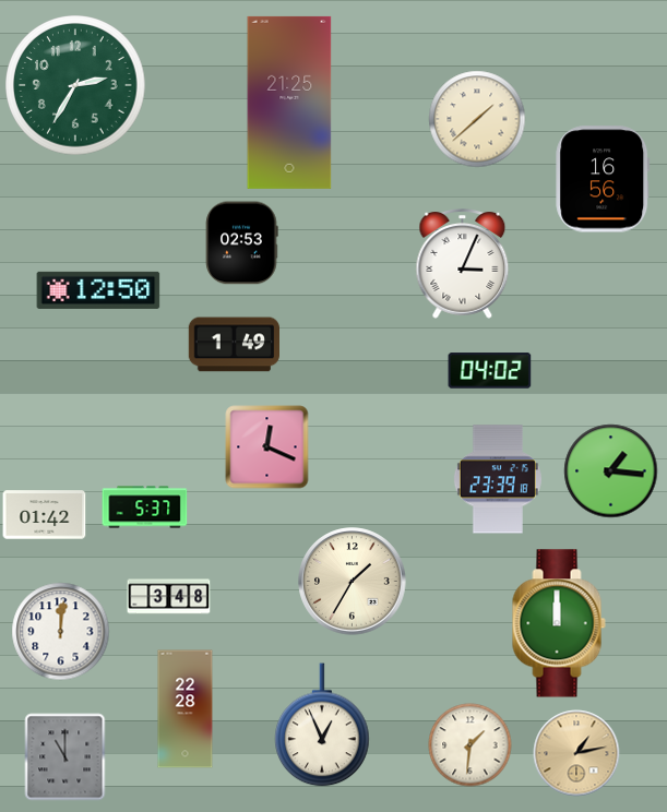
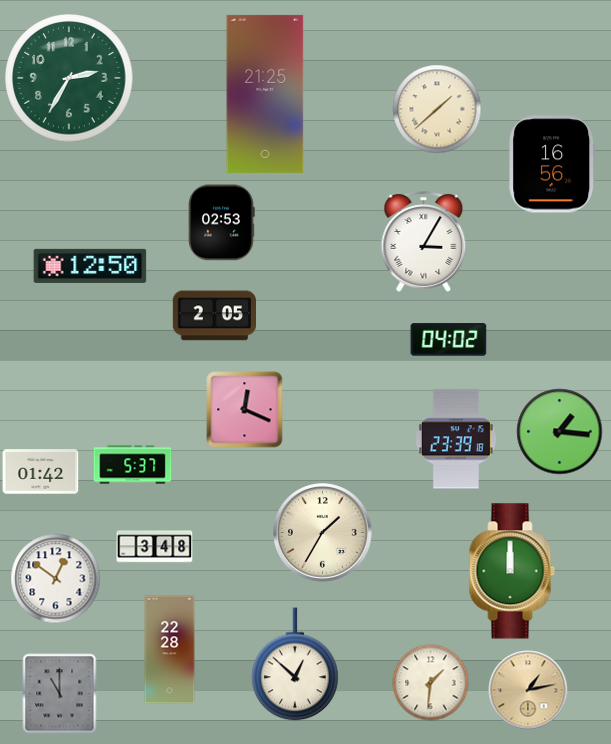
clock at (463, 264): 3:04 -> 3:05
clock at (234, 345): 1:49 -> 2:05
clock at (61, 632): 12:01 -> 12:51
clock at (322, 725): 12:56 -> 12:52
